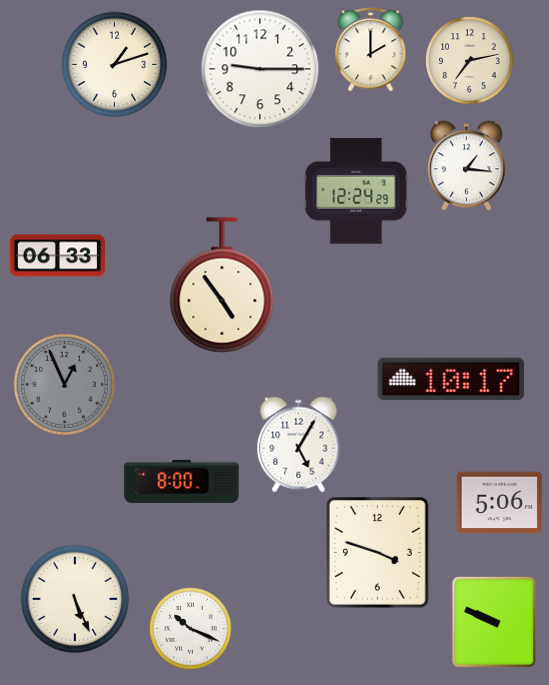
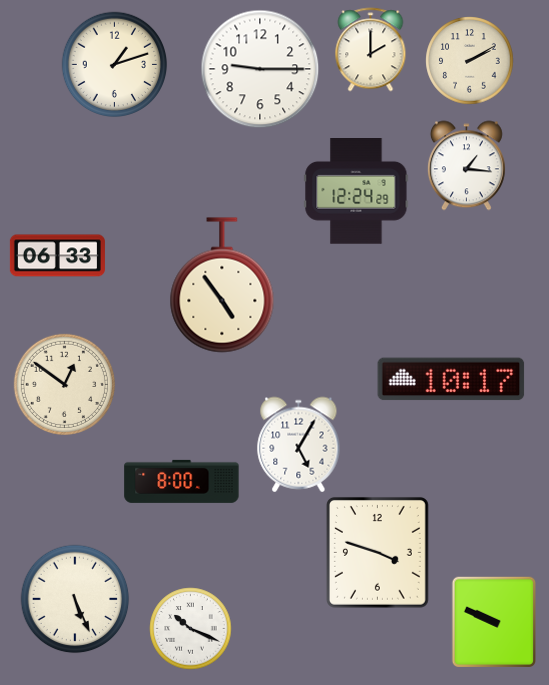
clock at (469, 60): 7:13 -> 2:10
clock at (64, 384): 12:56 -> 12:51
clock at (64, 384) dial: grey -> cream
clock at (499, 503): 5:06 -> none
